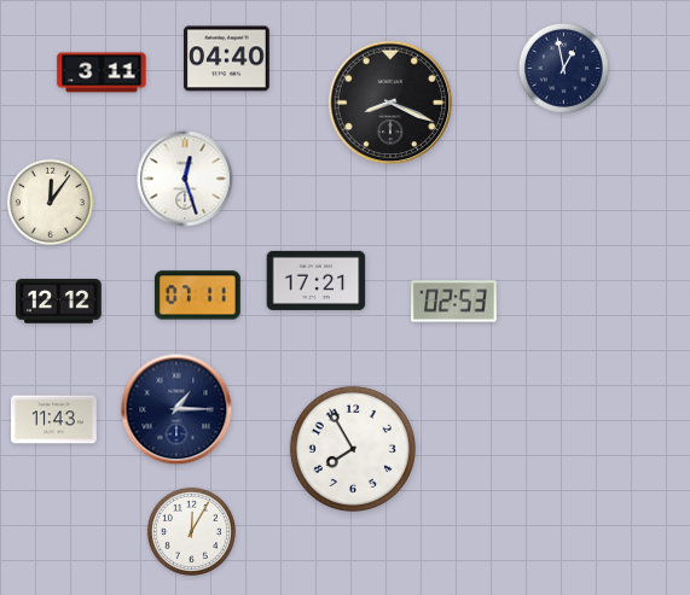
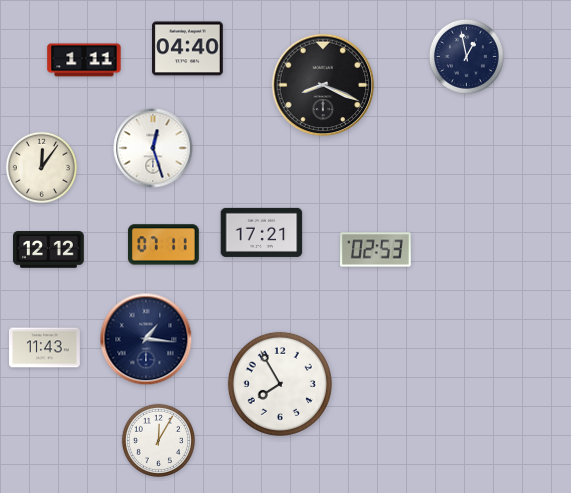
clock at (102, 72): 3:11 -> 1:11
clock at (176, 409): 1:15 -> 1:16
clock at (353, 449) position: (353, 449) -> (280, 384)
